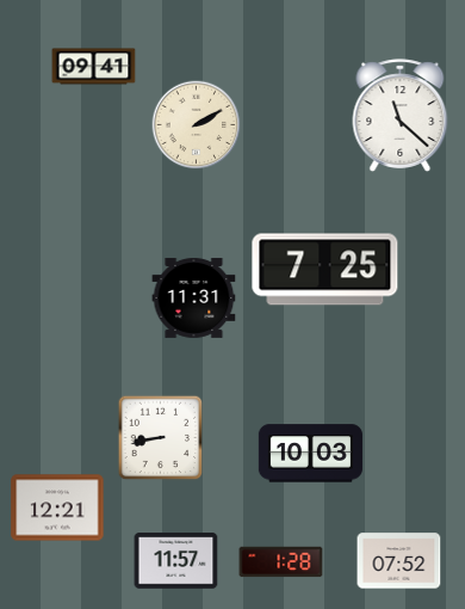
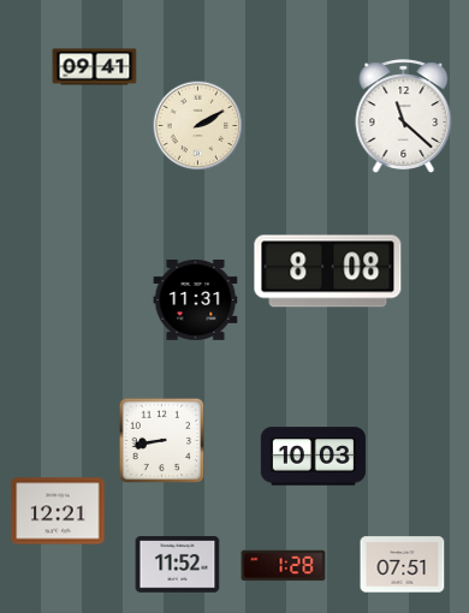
clock at (325, 270): 7:25 -> 8:08
clock at (176, 561): 11:57 -> 11:52
clock at (399, 561): 07:52 -> 07:51
